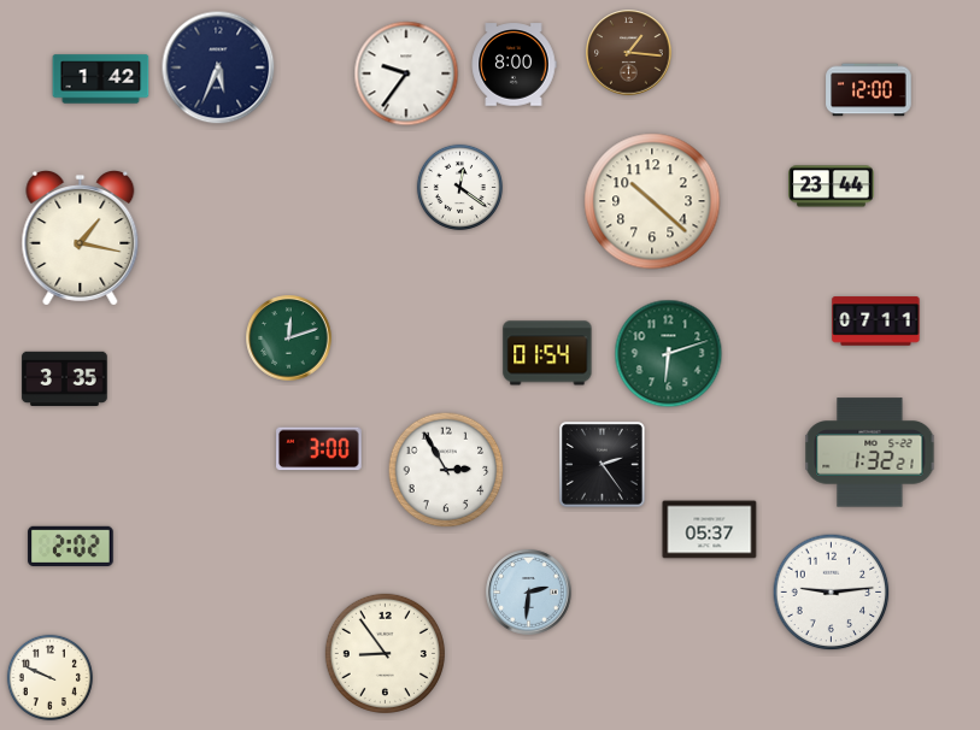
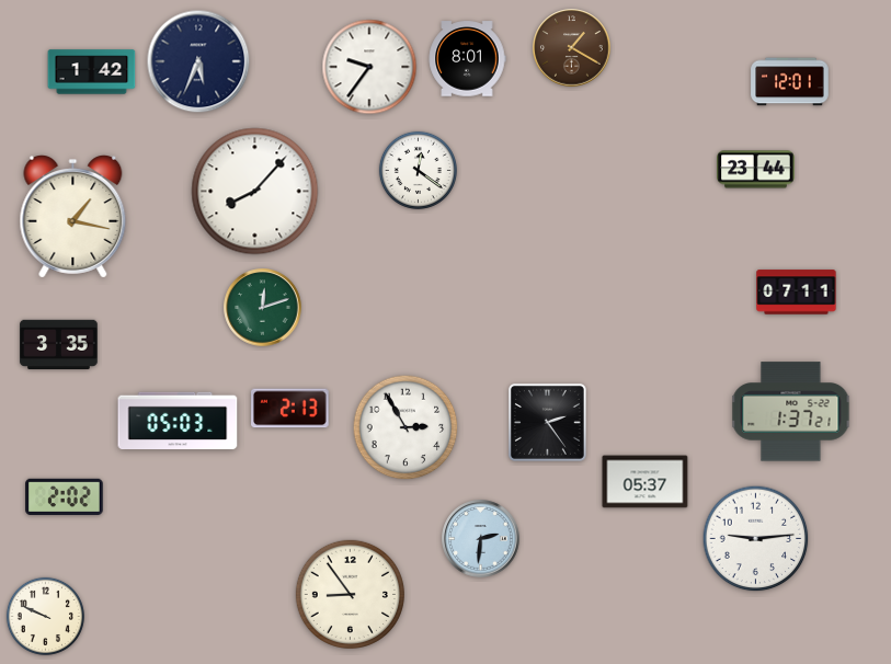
clock at (629, 53): 1:16 -> 1:20
clock at (514, 65): 8:00 -> 8:01
clock at (869, 90): 12:00 -> 12:01
clock at (652, 201): 10:22 -> none
clock at (255, 192): none -> 8:07
clock at (547, 353): 01:54 -> none
clock at (669, 354): 6:12 -> none
clock at (319, 449): 3:00 -> 2:13
clock at (870, 453): 1:32 -> 1:37
clock at (178, 421): none -> 05:03
